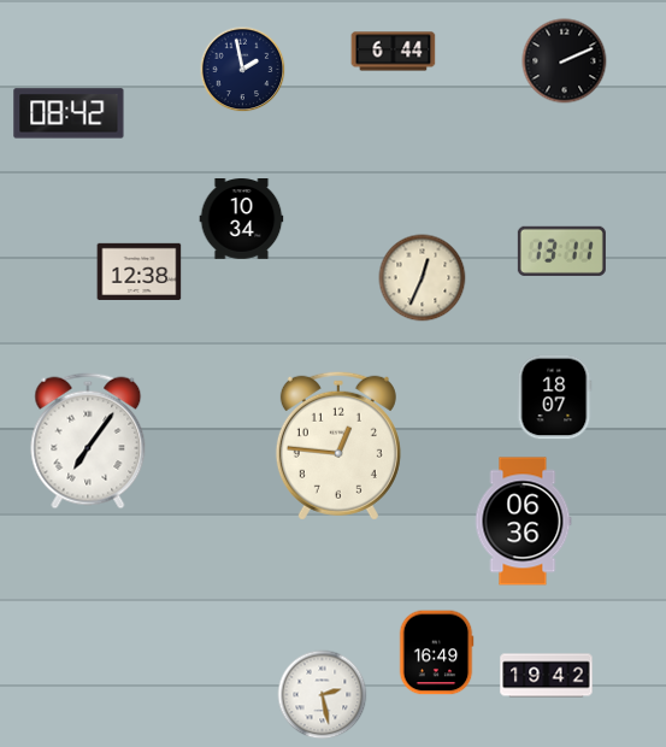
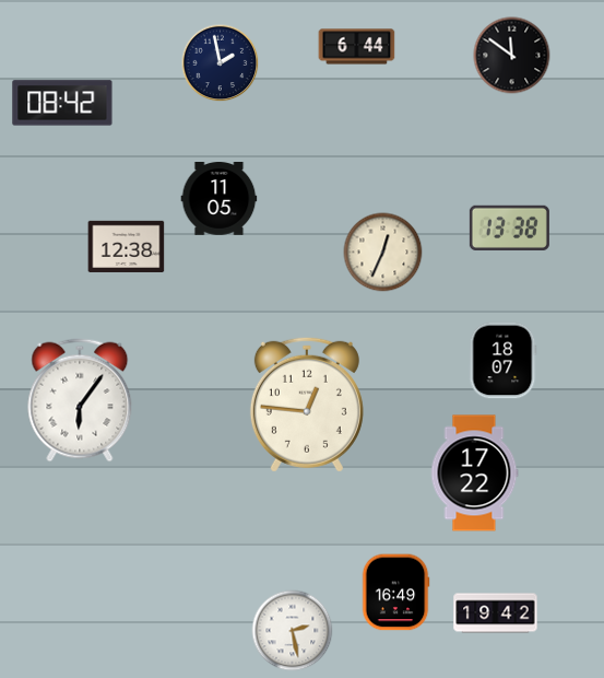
clock at (565, 61): 2:11 -> 11:51
clock at (242, 219): 10:34 -> 11:05
clock at (561, 251): 13:11 -> 13:38
clock at (88, 441): 7:06 -> 6:06
clock at (523, 522): 06:36 -> 17:22
